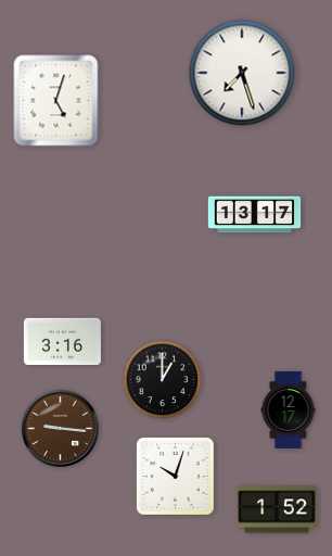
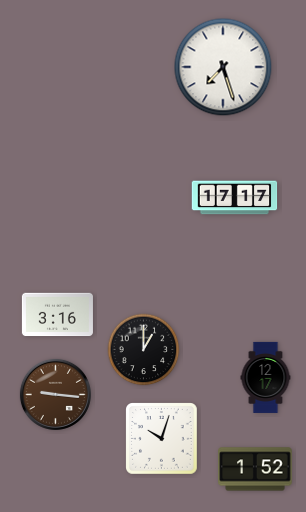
clock at (56, 101): 5:03 -> none
clock at (255, 215): 13:17 -> 17:17
clock at (163, 380) position: (163, 380) -> (144, 350)
